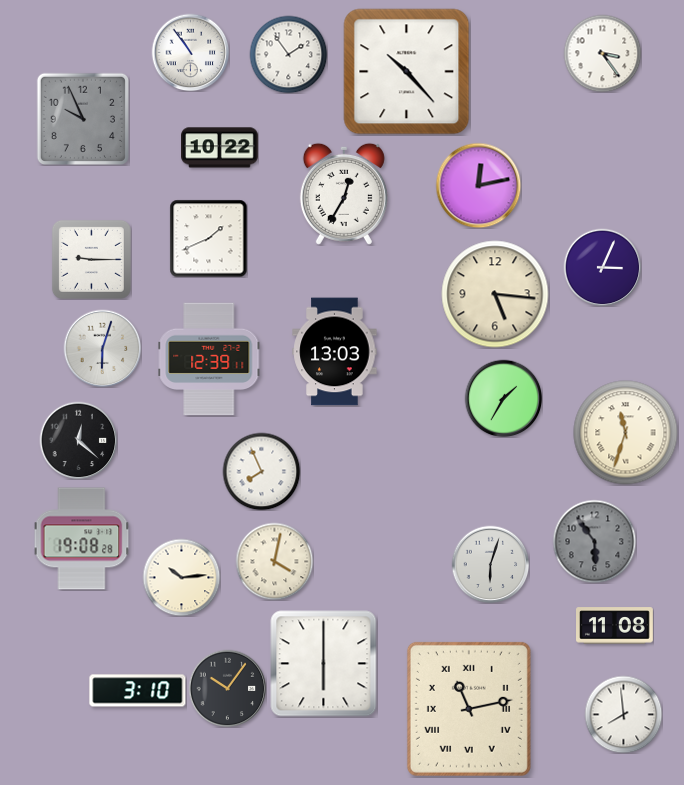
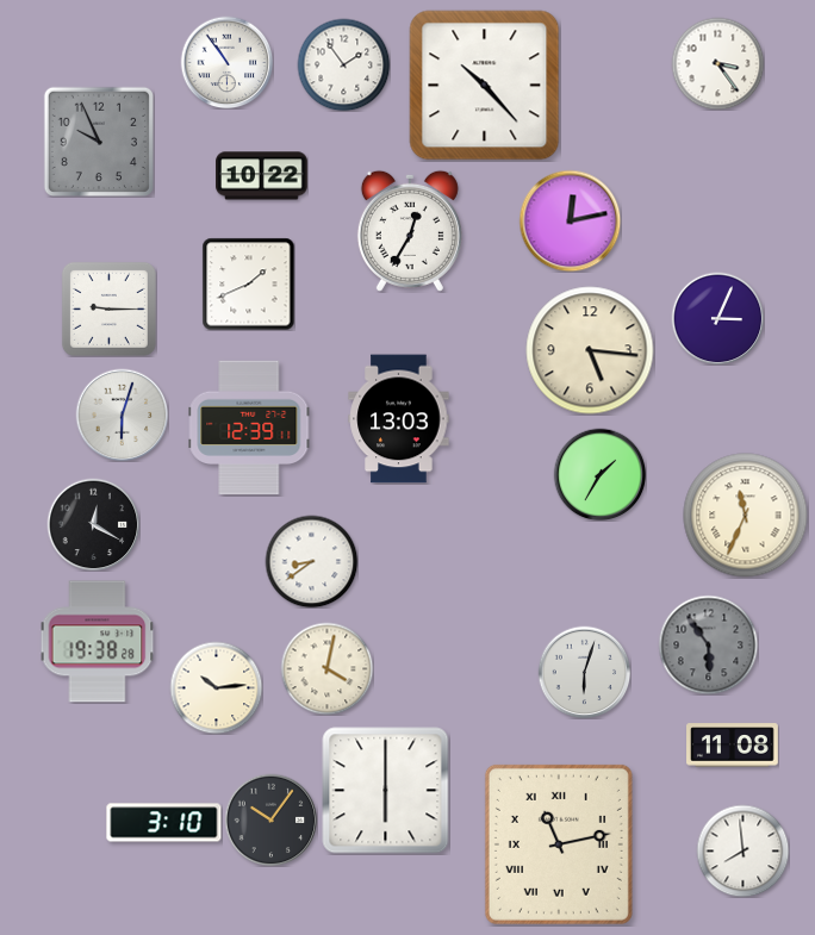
clock at (626, 433): 11:33 -> 11:34
clock at (78, 440): 12:22 -> 12:20
clock at (261, 471): 7:56 -> 8:39
clock at (82, 539): 19:08 -> 19:38
